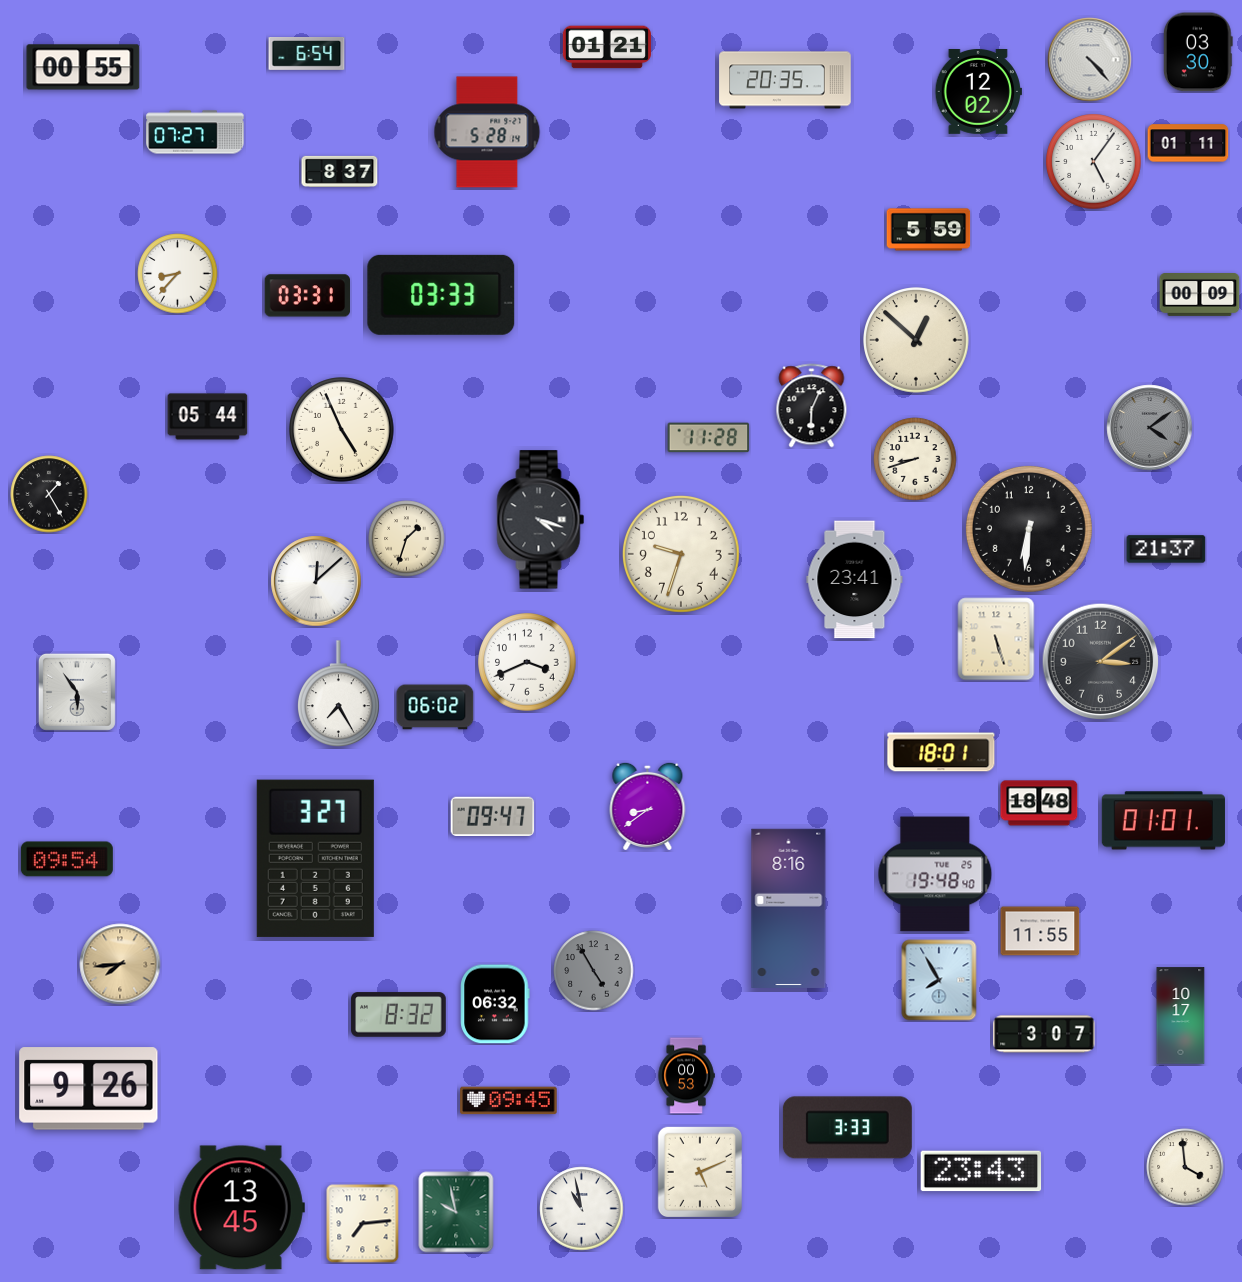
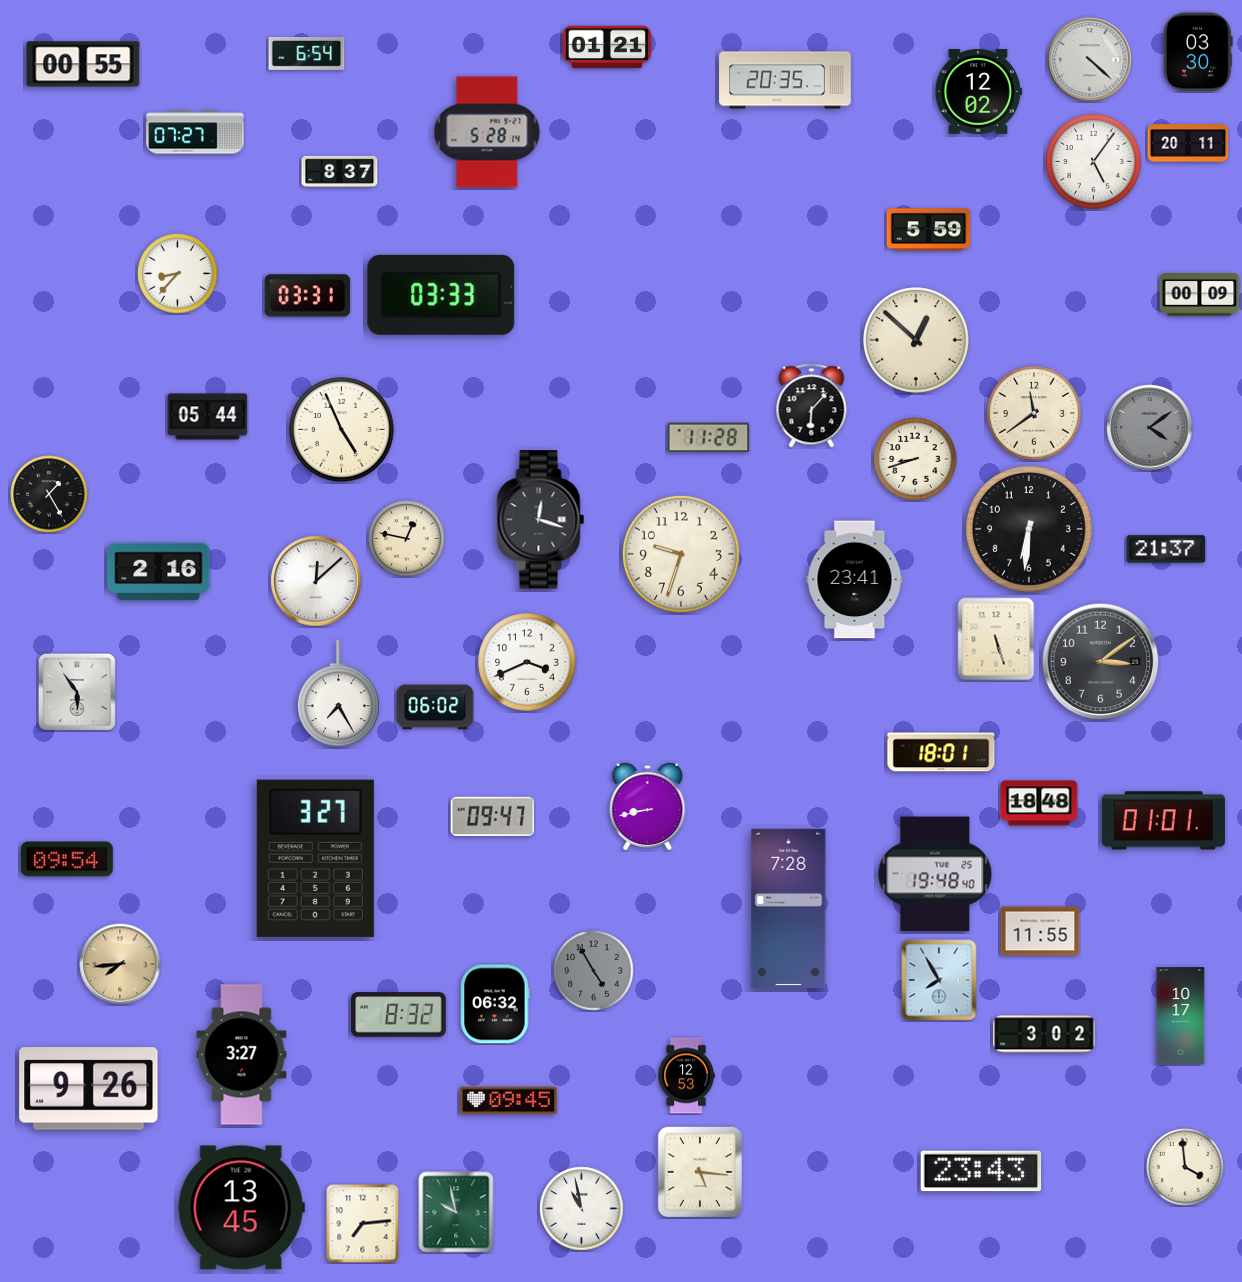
clock at (1090, 60): 4:23 -> 4:22
clock at (83, 67) position: (83, 67) -> (83, 64)
clock at (1188, 143): 01:11 -> 20:11
clock at (812, 406): 6:04 -> 6:07
clock at (1034, 413): none -> 11:39
clock at (541, 520): 4:18 -> 12:18
clock at (407, 539): 1:33 -> 12:47
clock at (159, 572): none -> 2:16
clock at (648, 805): 8:39 -> 8:43
clock at (789, 908): 8:16 -> 7:28
clock at (1044, 1034): 3:07 -> 3:02
clock at (242, 1055): none -> 3:27
clock at (686, 1076): 00:53 -> 12:53
clock at (847, 1128): 3:33 -> none
clock at (699, 1171): 5:11 -> 5:16
